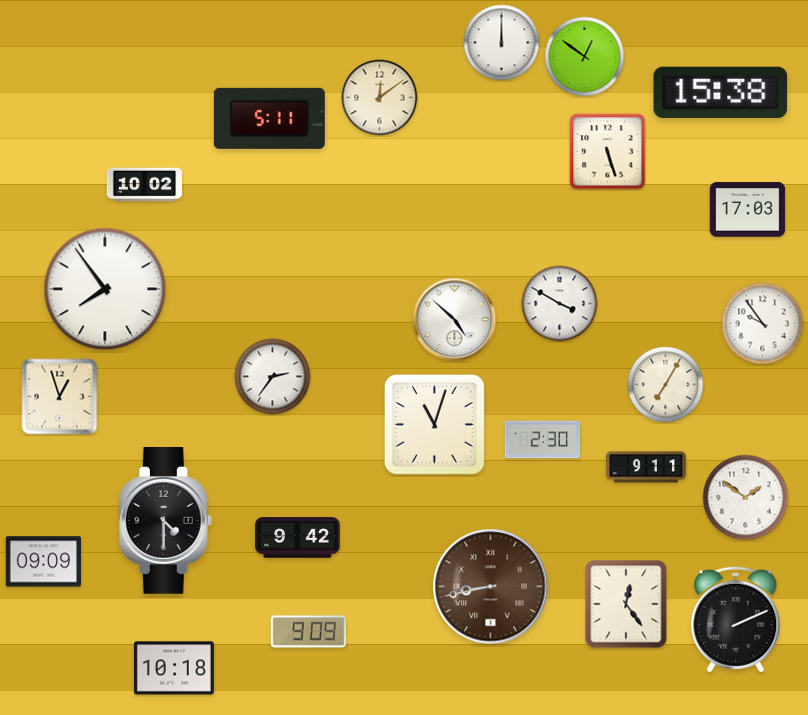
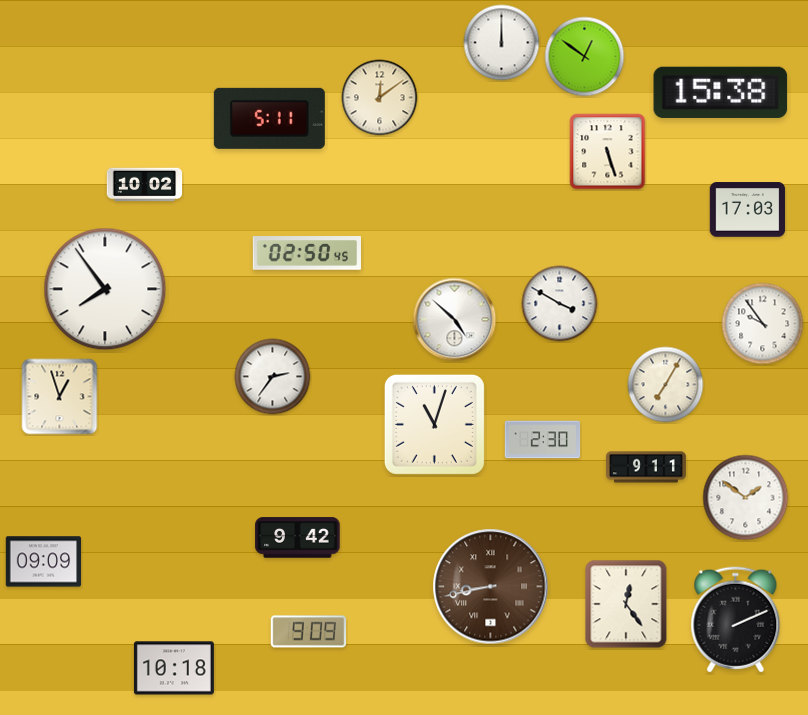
clock at (307, 253): none -> 02:50
clock at (165, 521): 4:30 -> none
